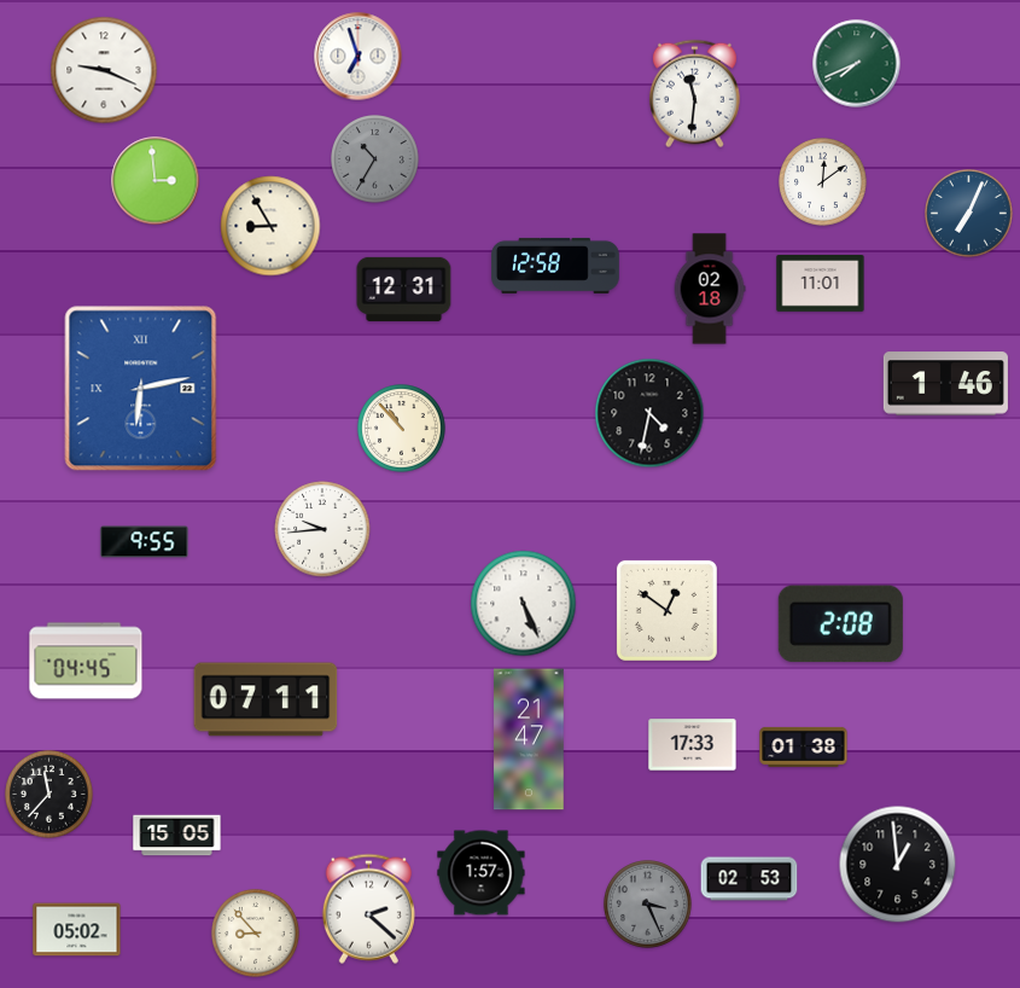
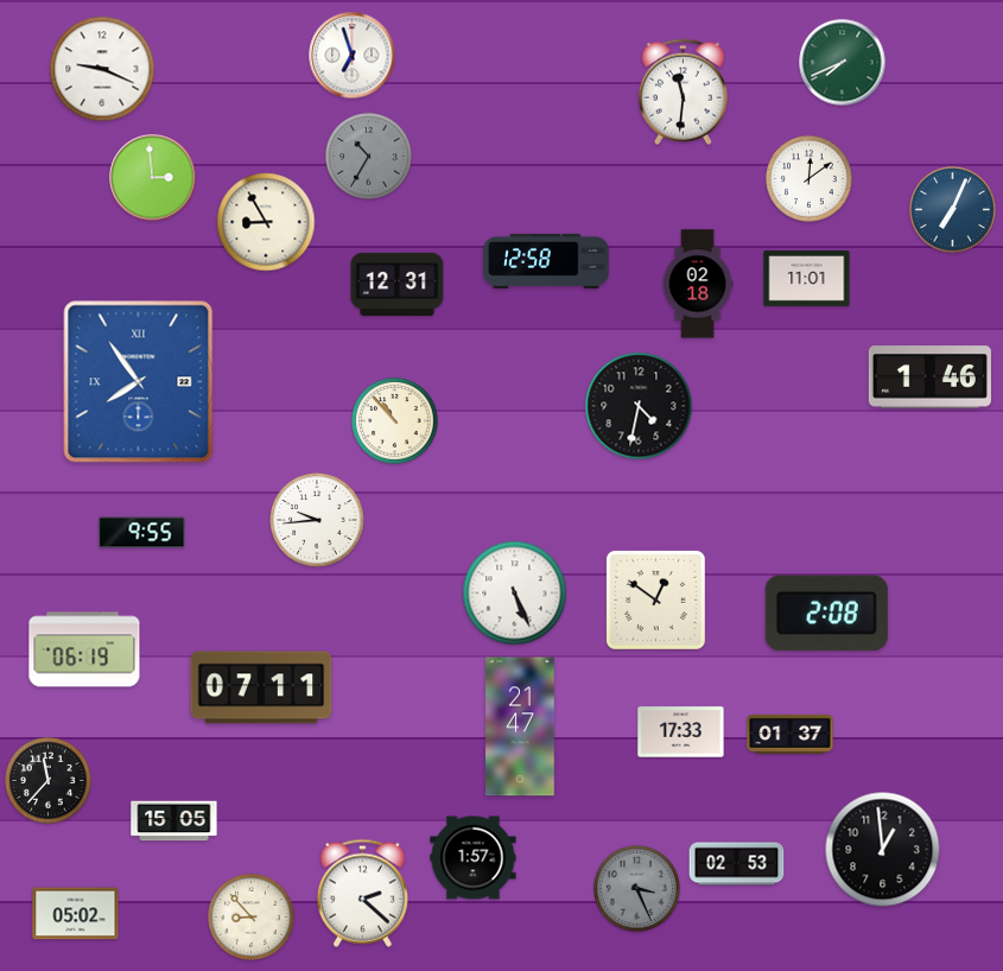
clock at (141, 389): 6:13 -> 7:54
clock at (86, 661): 04:45 -> 06:19
clock at (804, 746): 01:38 -> 01:37
